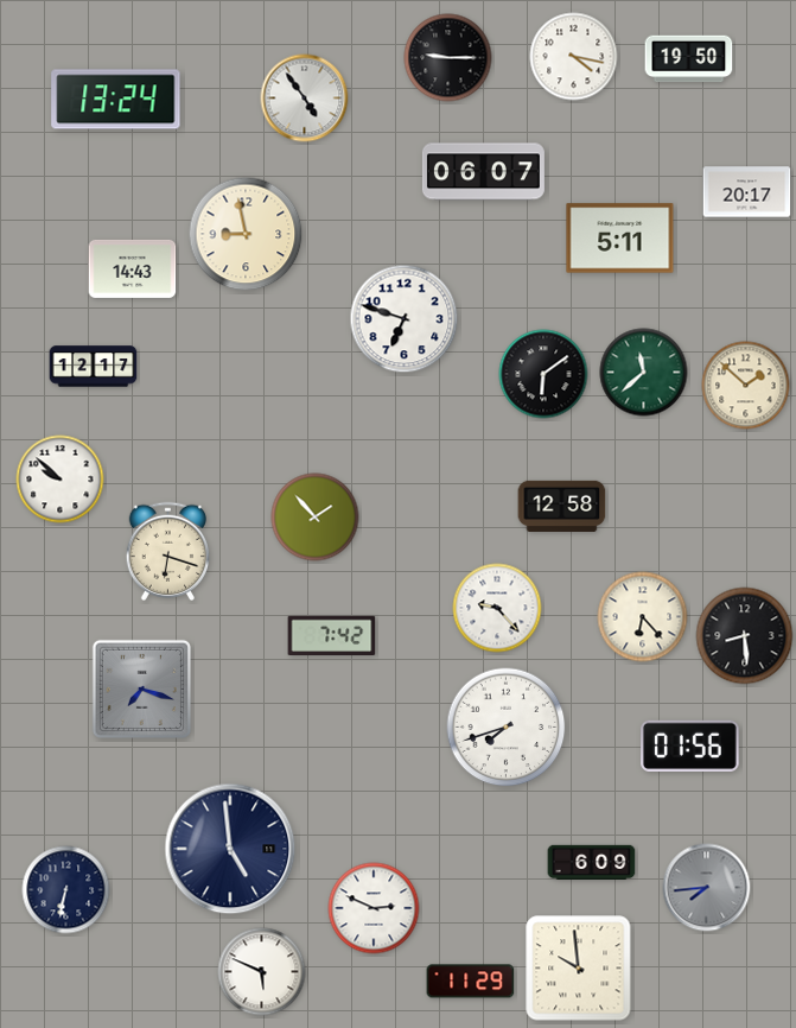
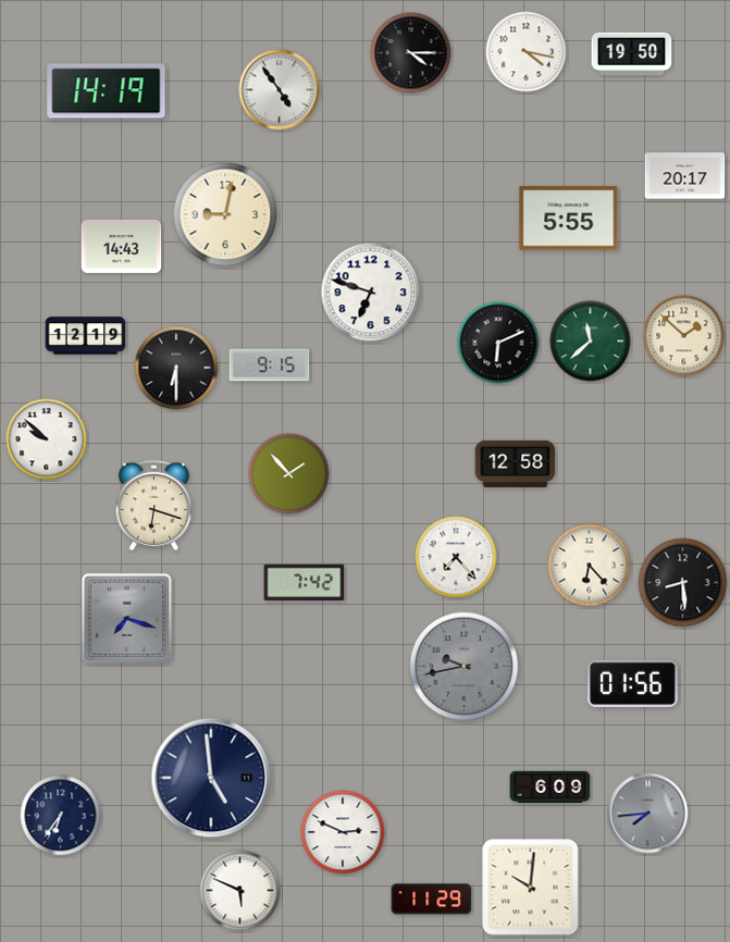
clock at (448, 58): 9:15 -> 4:15
clock at (116, 100): 13:24 -> 14:19
clock at (483, 172): 06:07 -> none
clock at (246, 234): 8:58 -> 9:02
clock at (620, 239): 5:11 -> 5:55
clock at (94, 367): 12:17 -> 12:19
clock at (543, 374): 6:09 -> 6:11
clock at (746, 386) position: (746, 386) -> (684, 336)
clock at (270, 365): none -> 9:15
clock at (176, 368): none -> 6:30
clock at (61, 480) position: (61, 480) -> (47, 439)
clock at (497, 608): 9:23 -> 7:23
clock at (141, 688) position: (141, 688) -> (126, 618)
clock at (507, 728): 7:42 -> 9:43
clock at (507, 728) dial: white -> grey
clock at (592, 862) position: (592, 862) -> (550, 786)
clock at (66, 890): 6:32 -> 6:36
clock at (579, 969): 9:59 -> 10:01
